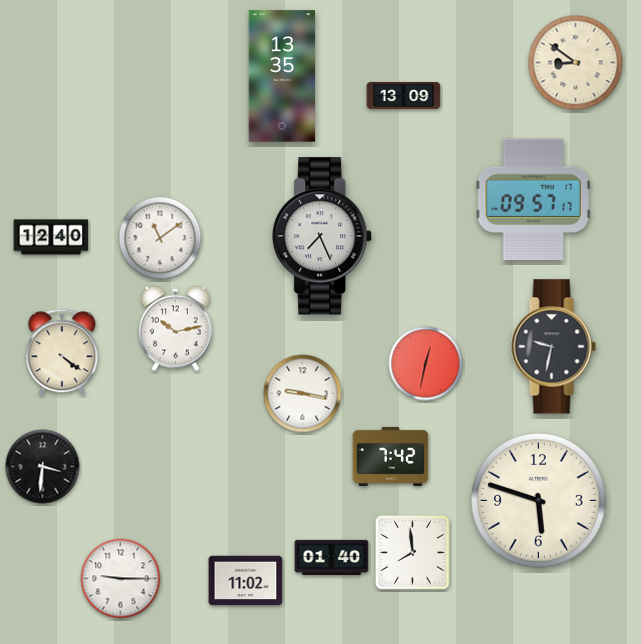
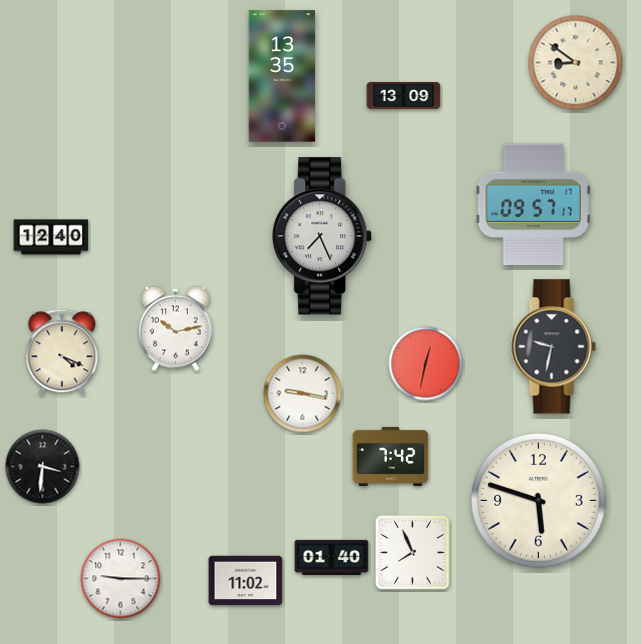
clock at (533, 200) position: (533, 200) -> (533, 205)
clock at (160, 238): 11:09 -> none
clock at (62, 352): 4:21 -> 4:19
clock at (413, 553): 7:59 -> 7:56
